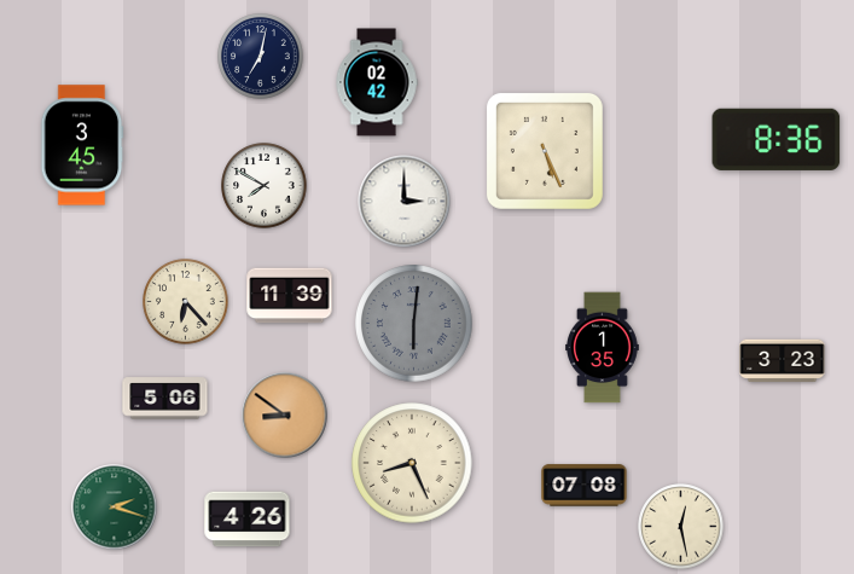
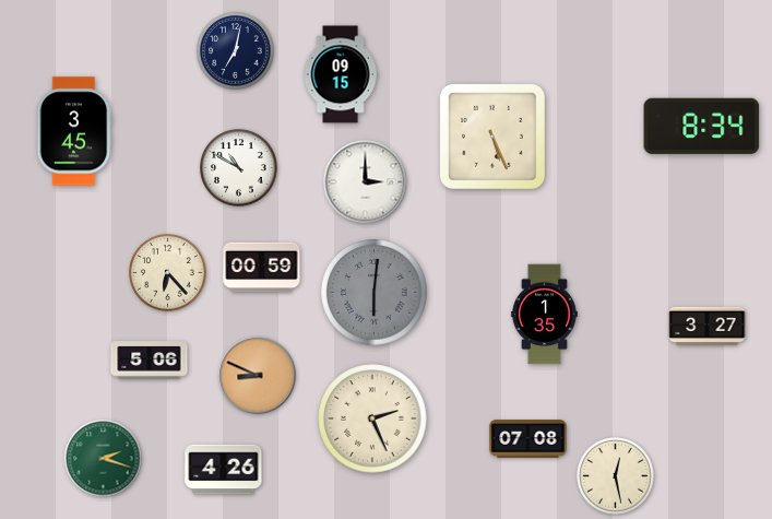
clock at (377, 82): 02:42 -> 09:15
clock at (777, 139): 8:36 -> 8:34
clock at (265, 186): 7:50 -> 10:50
clock at (290, 296): 11:39 -> 00:59
clock at (783, 361): 3:23 -> 3:27
clock at (285, 416): 8:51 -> 8:49
clock at (412, 463): 8:26 -> 2:26
